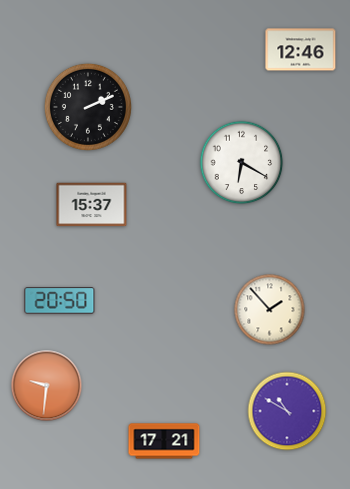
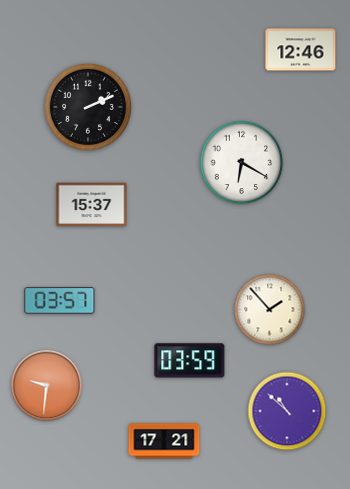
clock at (60, 301): 20:50 -> 03:57
clock at (190, 361): none -> 03:59
clock at (287, 411): 10:50 -> 10:52
